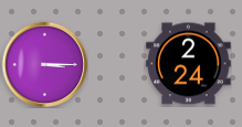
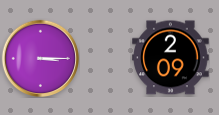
clock at (189, 64): 2:24 -> 2:09
